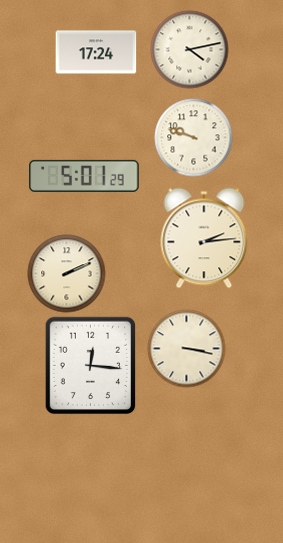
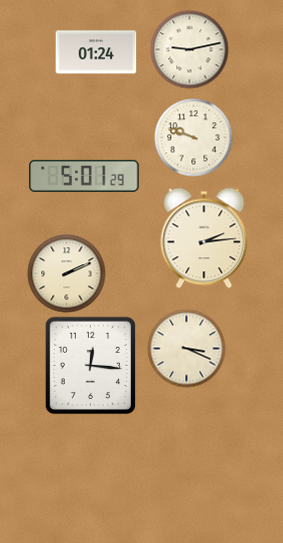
clock at (189, 49): 4:13 -> 9:13
clock at (96, 52): 17:24 -> 01:24
clock at (186, 348): 3:17 -> 3:19
